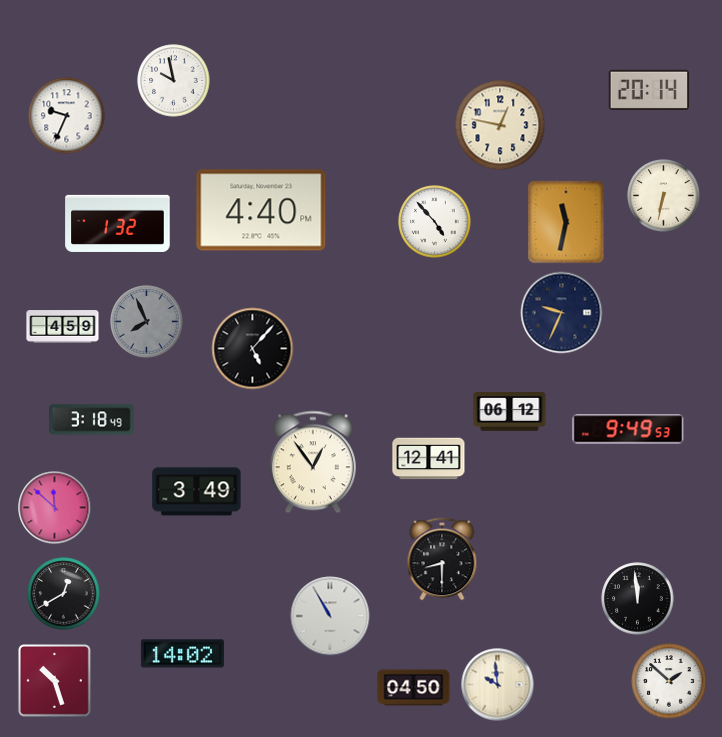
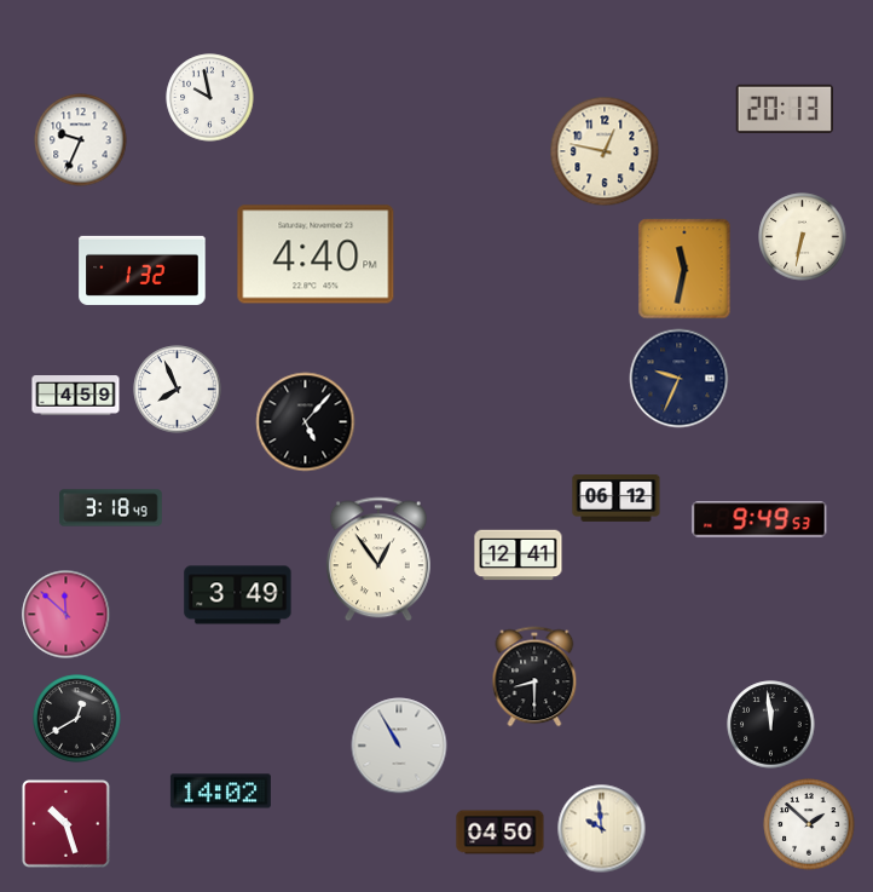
clock at (648, 90): 20:14 -> 20:13
clock at (435, 222): 4:53 -> none
clock at (147, 322) dial: grey -> white
